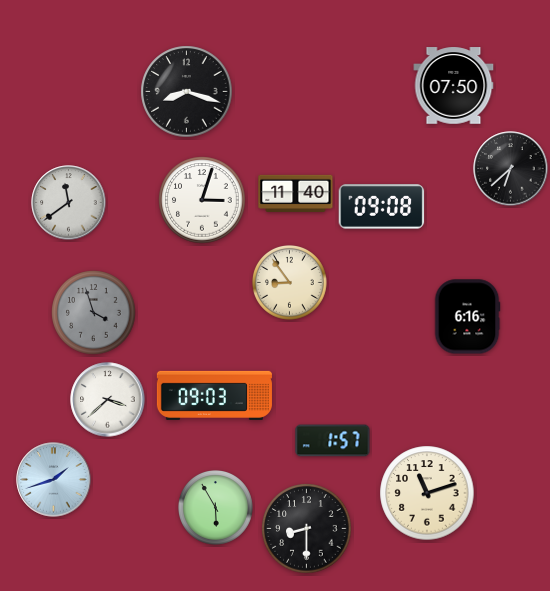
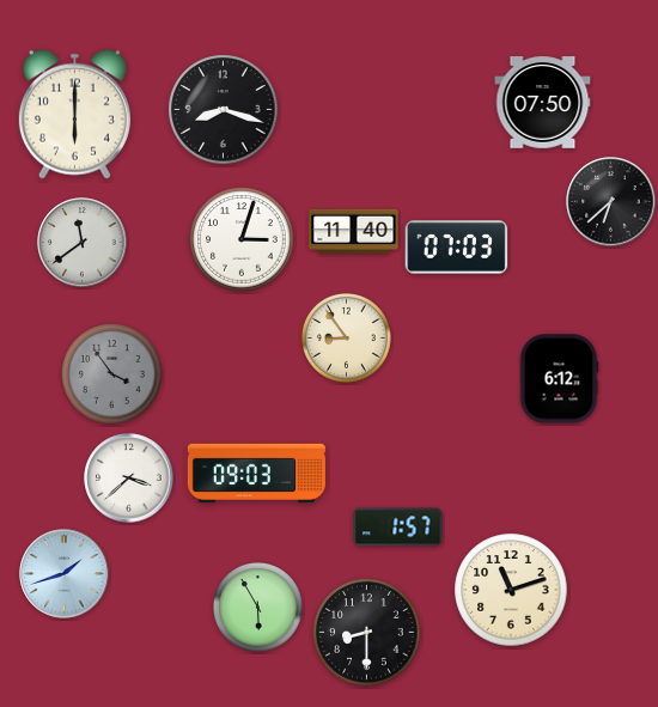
clock at (74, 114): none -> 6:00
clock at (382, 207): 09:08 -> 07:03
clock at (94, 313): 3:57 -> 3:54
clock at (467, 317): 6:16 -> 6:12
